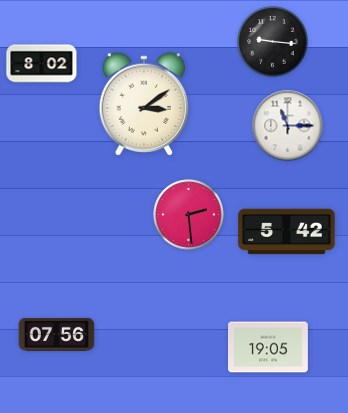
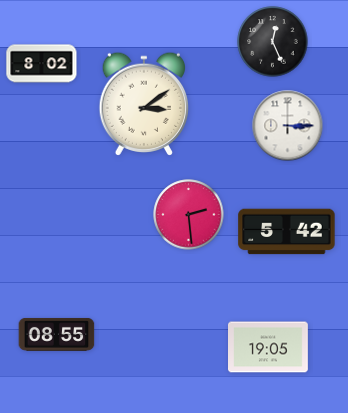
clock at (273, 42): 9:16 -> 12:26
clock at (288, 126): 11:15 -> 3:15
clock at (57, 334): 07:56 -> 08:55
